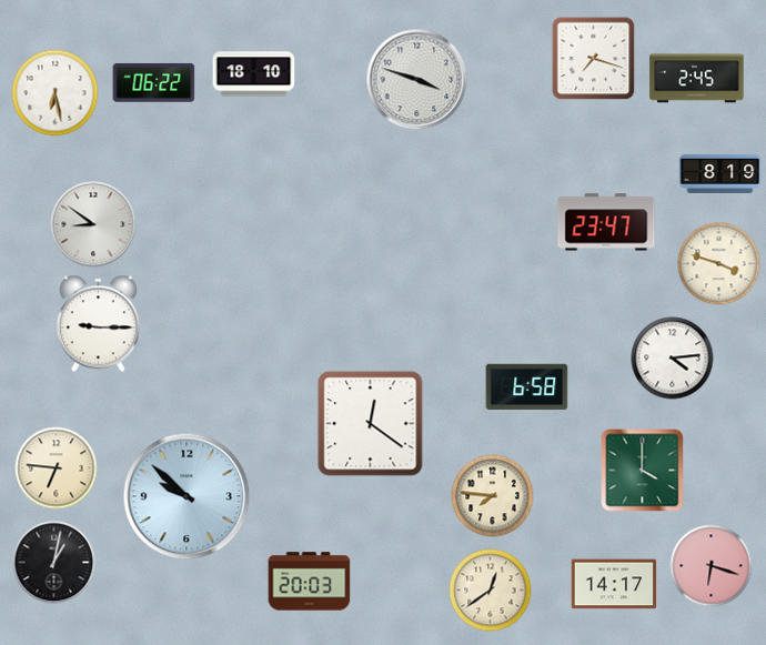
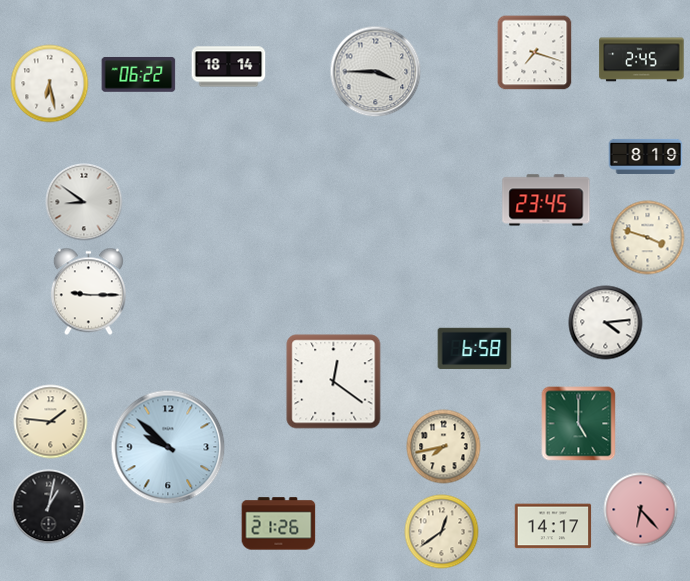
clock at (254, 74): 18:10 -> 18:14
clock at (697, 79) position: (697, 79) -> (642, 60)
clock at (417, 80): 3:48 -> 3:45
clock at (720, 173) position: (720, 173) -> (646, 156)
clock at (606, 222): 23:47 -> 23:45
clock at (57, 468): 6:46 -> 1:46
clock at (643, 471): 4:00 -> 5:00
clock at (493, 496): 7:46 -> 7:43
clock at (712, 566): 6:18 -> 6:23
clock at (310, 582): 20:03 -> 21:26
